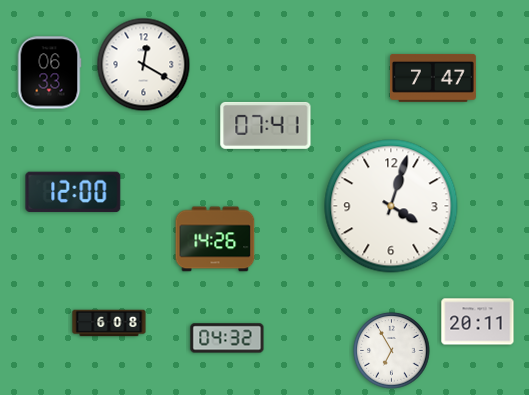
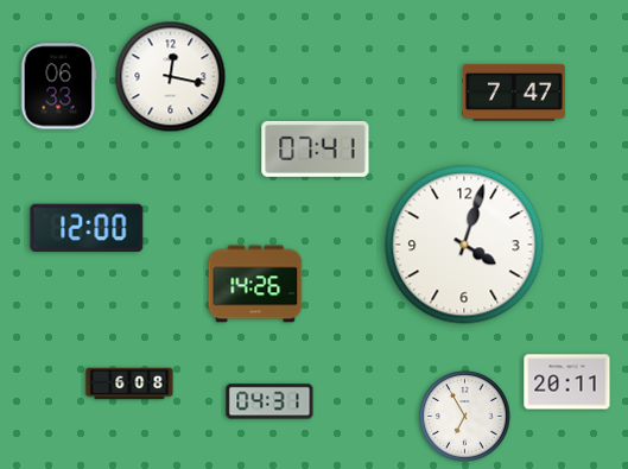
clock at (144, 65): 12:20 -> 12:17
clock at (227, 338): 04:32 -> 04:31
